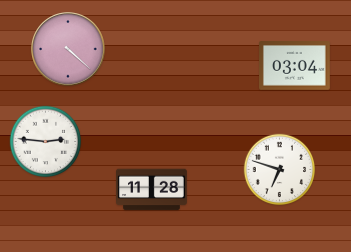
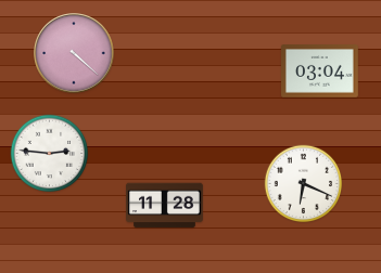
clock at (280, 170): 6:48 -> 6:19
